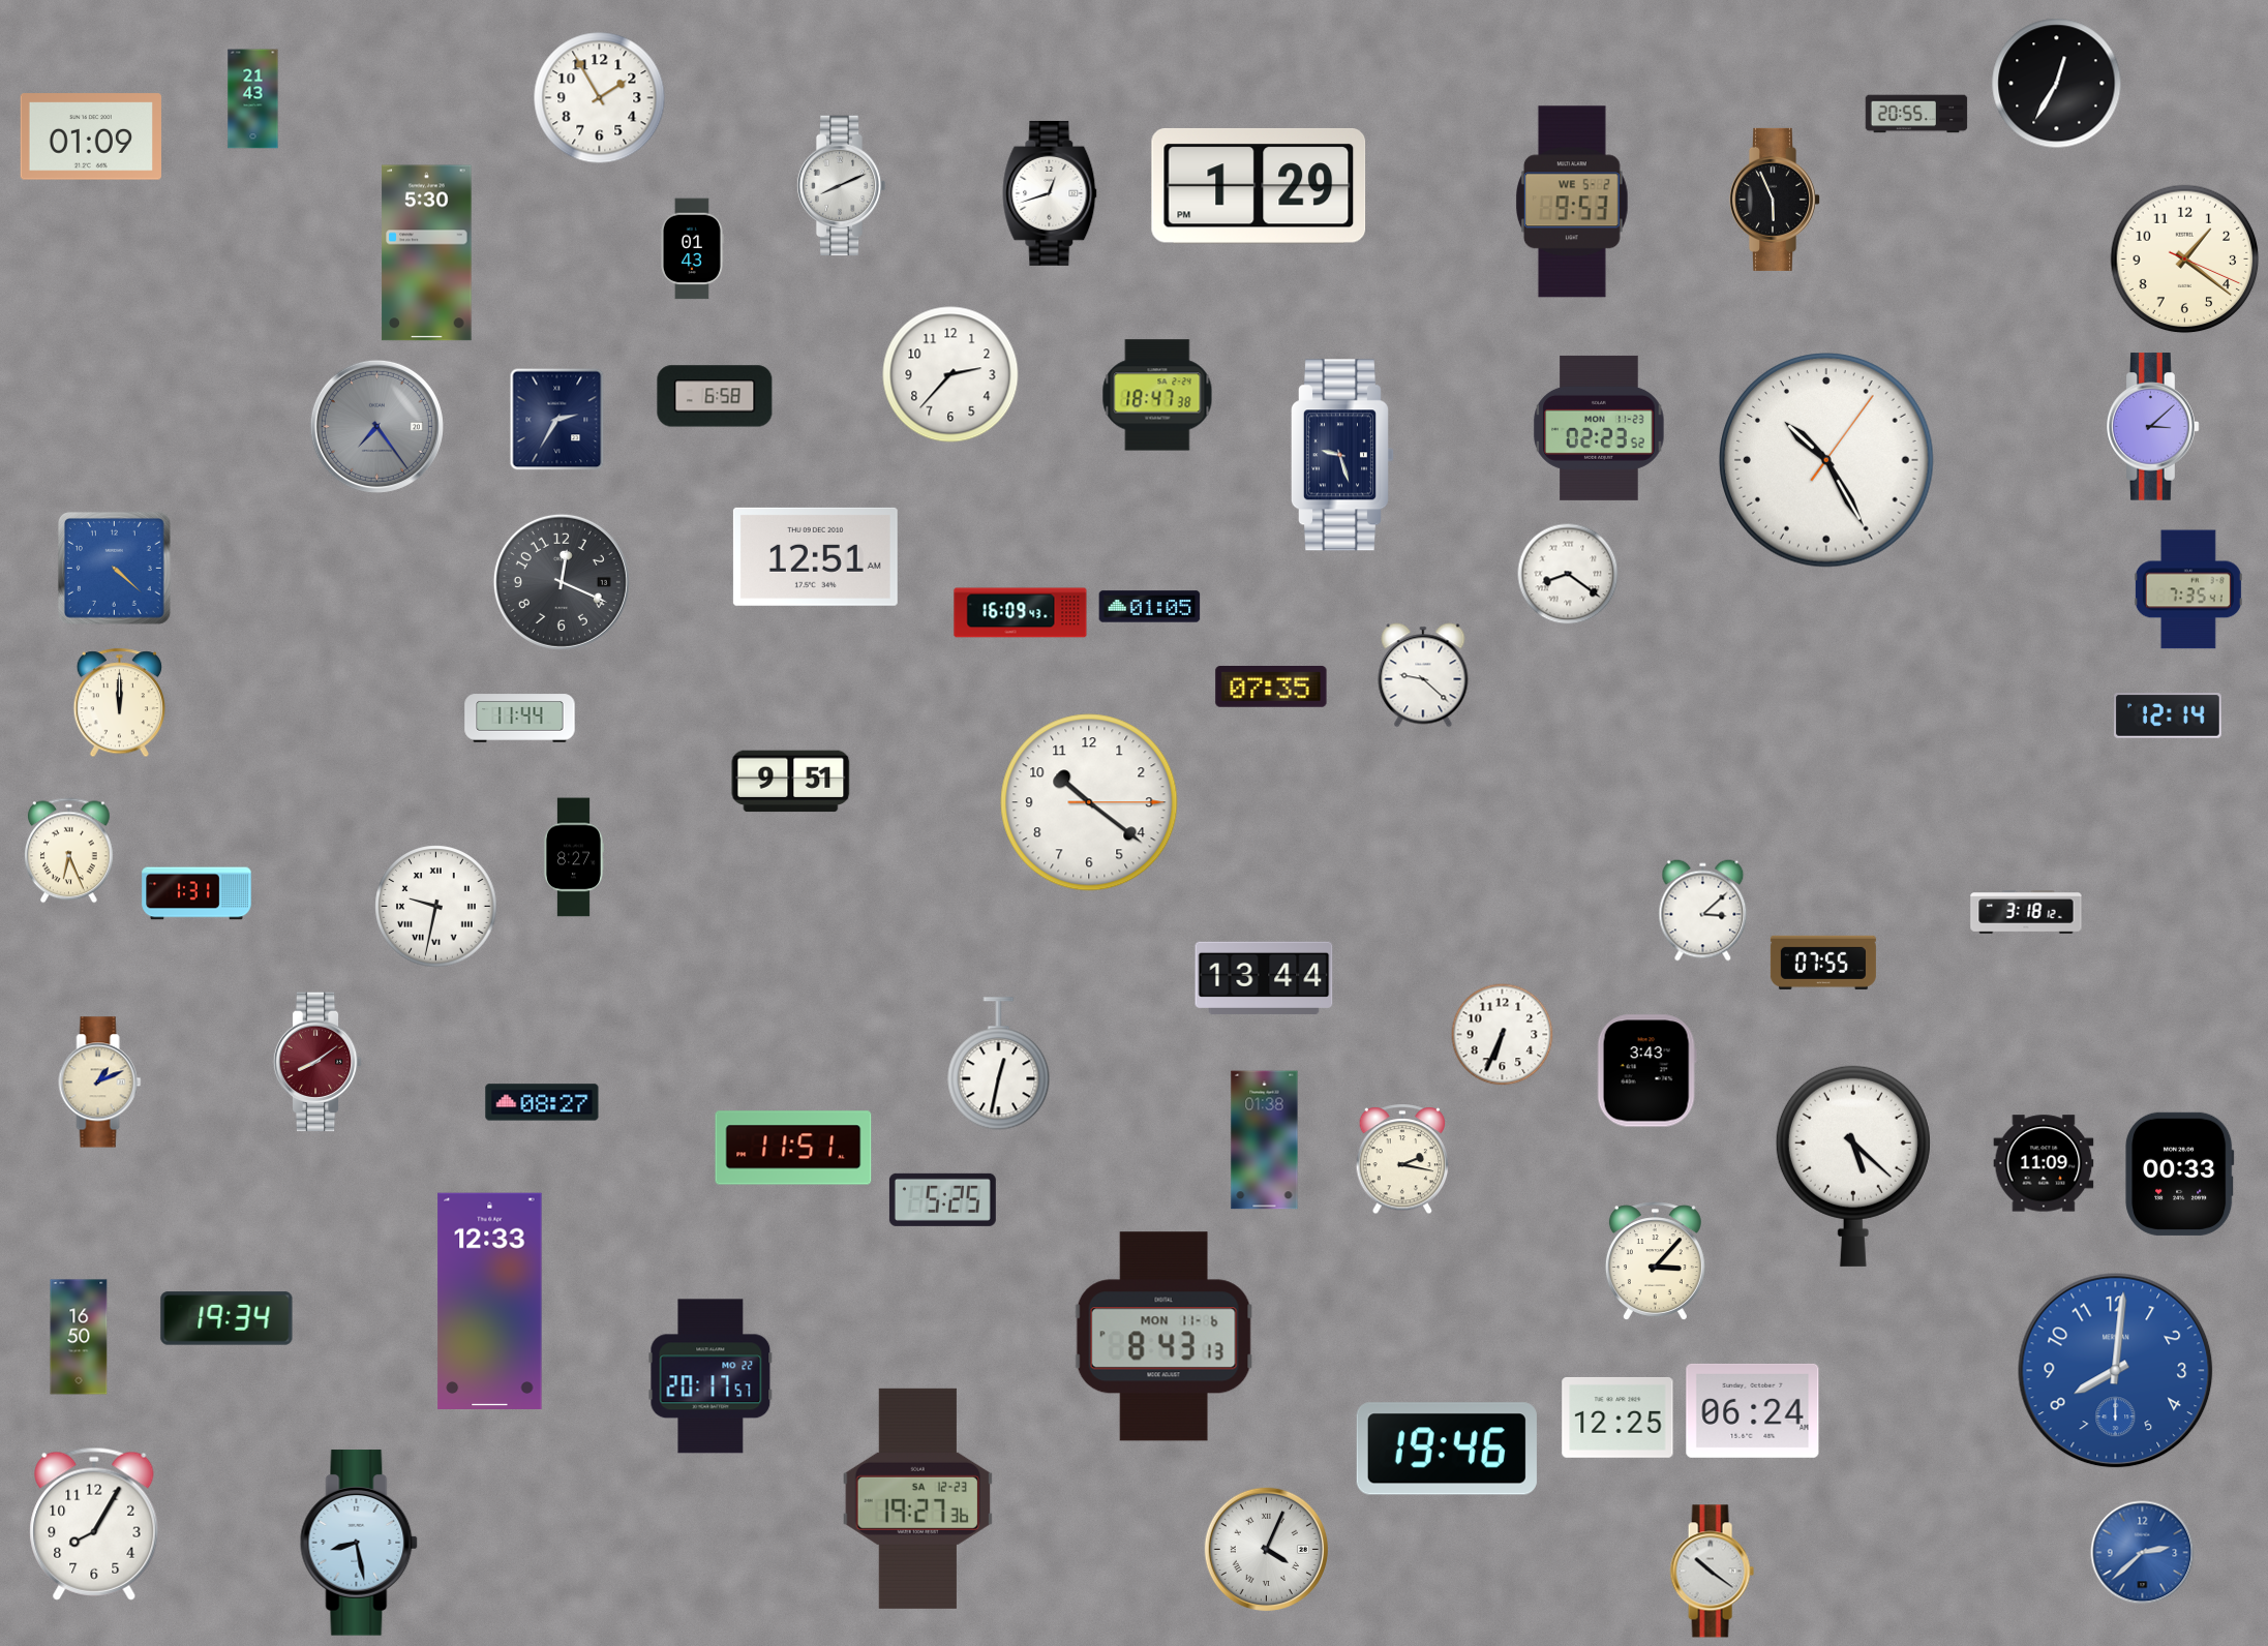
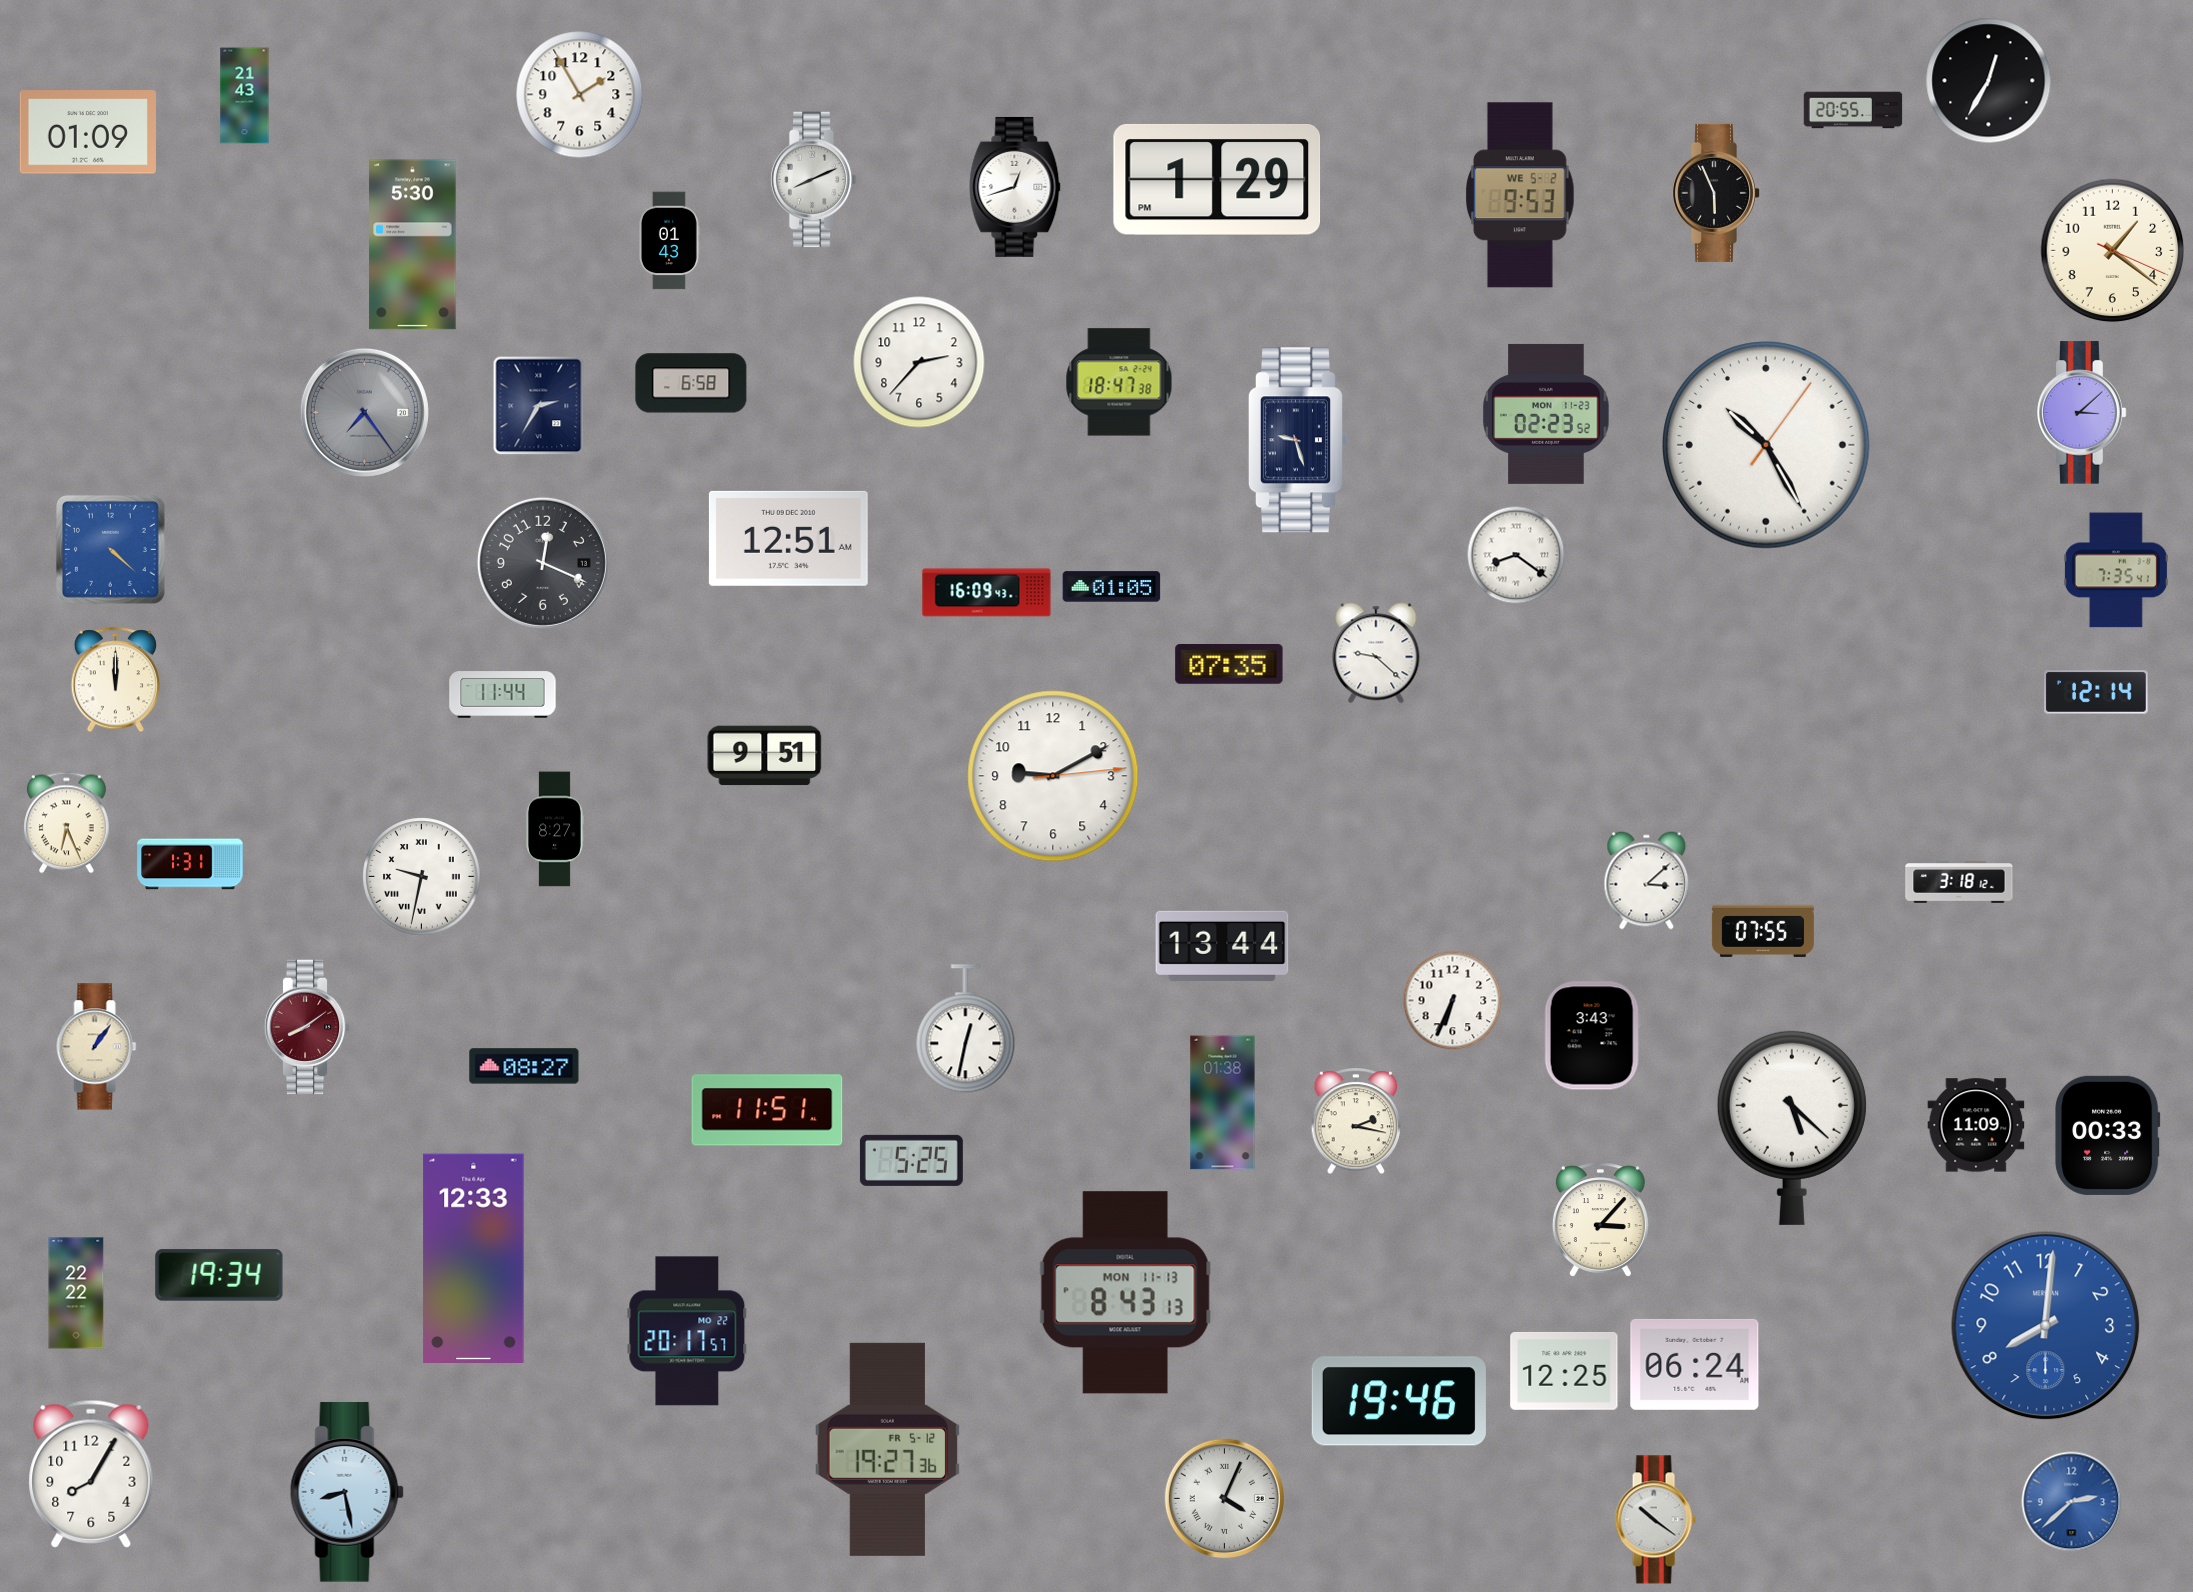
clock at (1089, 802): 10:21 -> 9:10
clock at (100, 1083): 1:11 -> 1:06
clock at (79, 1337): 16:50 -> 22:22
clock at (1165, 1337) date: MON 11-6 -> MON 11-13
clock at (917, 1498) date: SA 12-23 -> FR 5-12
